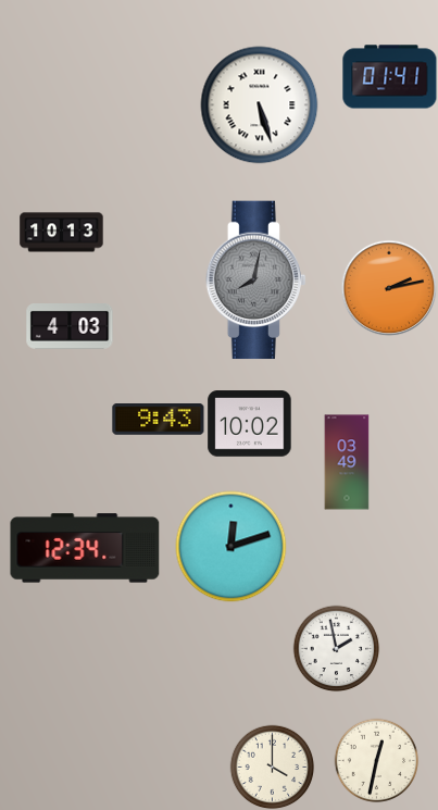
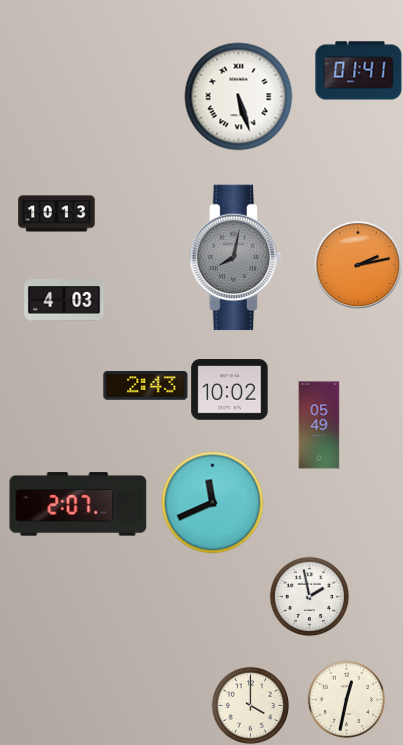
clock at (159, 420): 9:43 -> 2:43
clock at (347, 462): 03:49 -> 05:49
clock at (231, 547): 12:12 -> 11:41
clock at (85, 548): 12:34 -> 2:07
